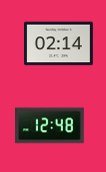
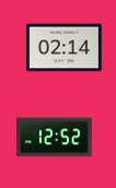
clock at (50, 126): 12:48 -> 12:52
